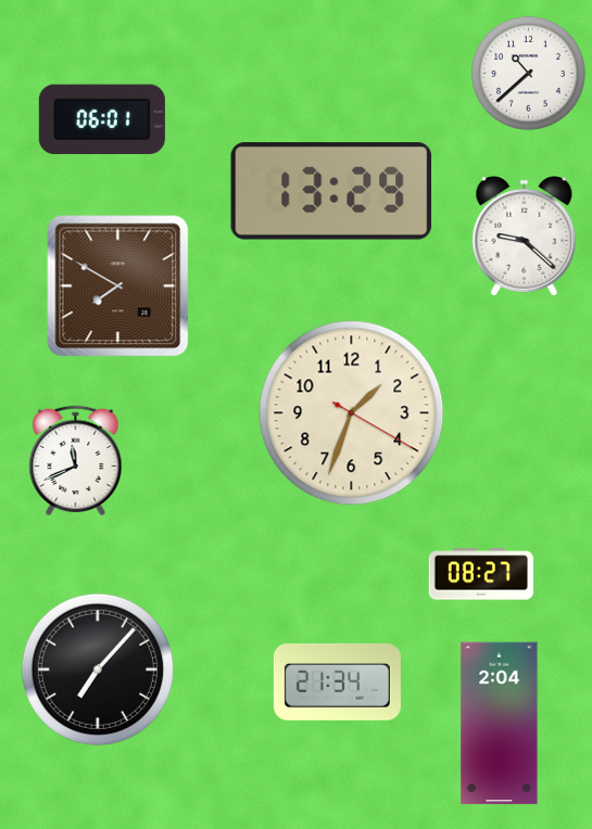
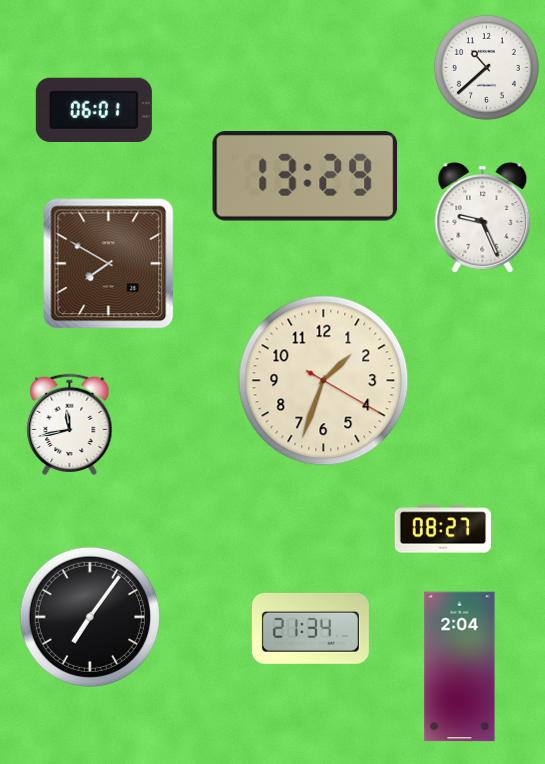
clock at (525, 237): 9:22 -> 9:26
clock at (76, 461): 11:41 -> 11:43
clock at (98, 669): 7:07 -> 7:06
